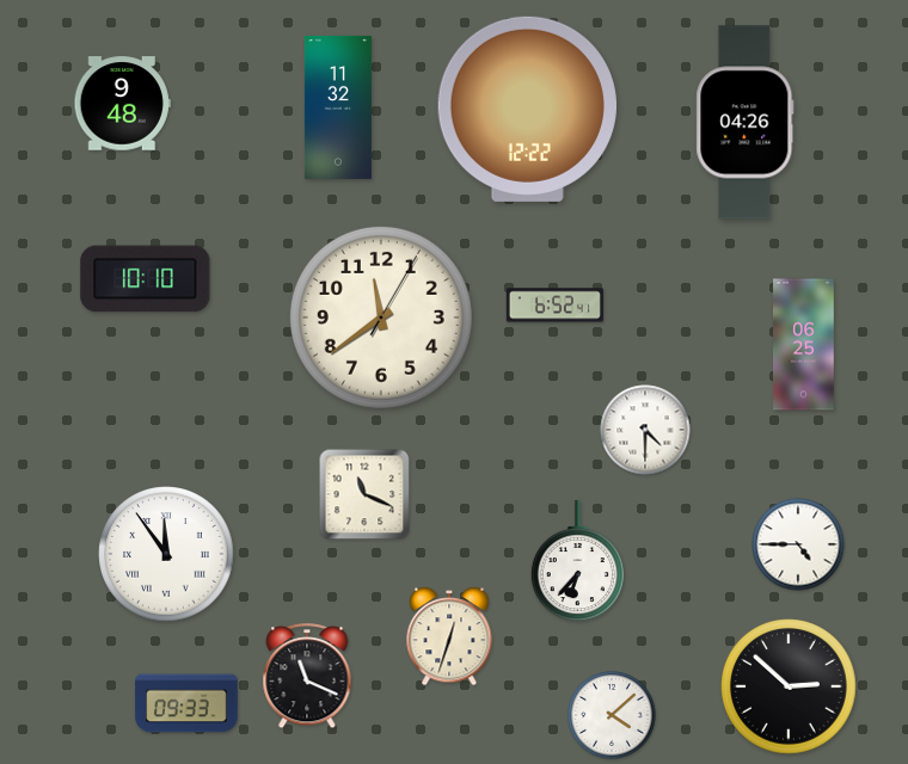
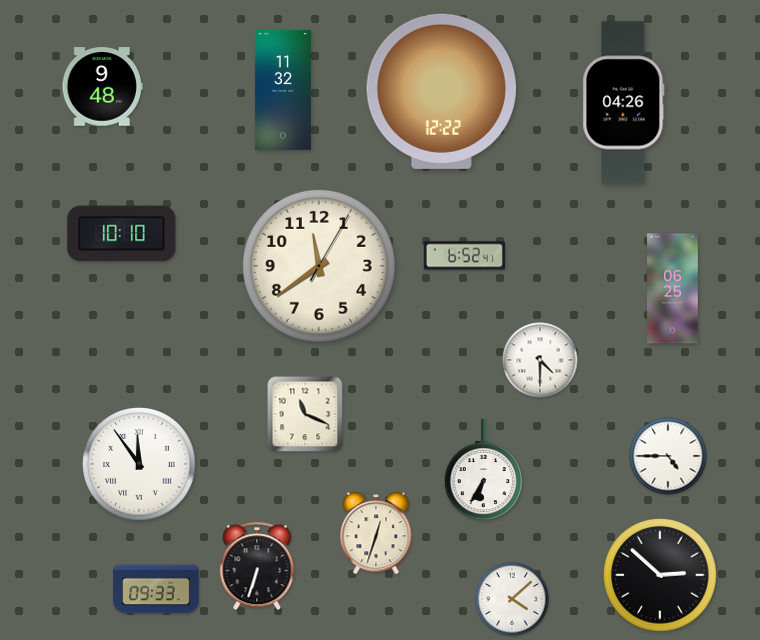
clock at (577, 561): 6:37 -> 6:35
clock at (307, 677): 11:19 -> 6:33
